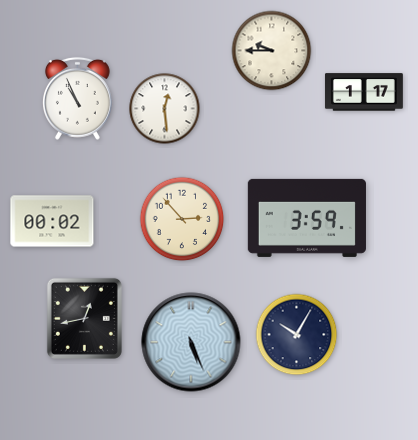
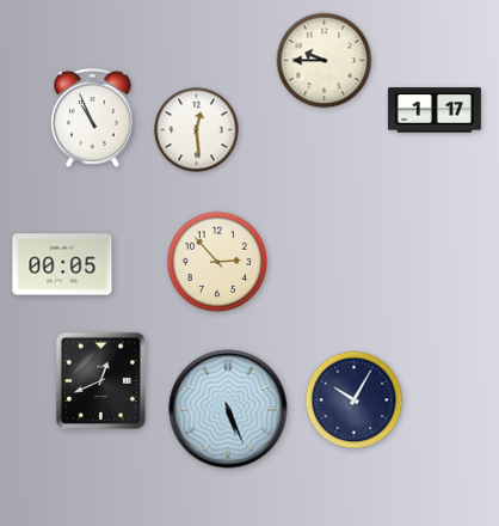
clock at (307, 218): 3:59 -> none
clock at (52, 221): 00:02 -> 00:05
clock at (84, 318): 12:43 -> 12:41
